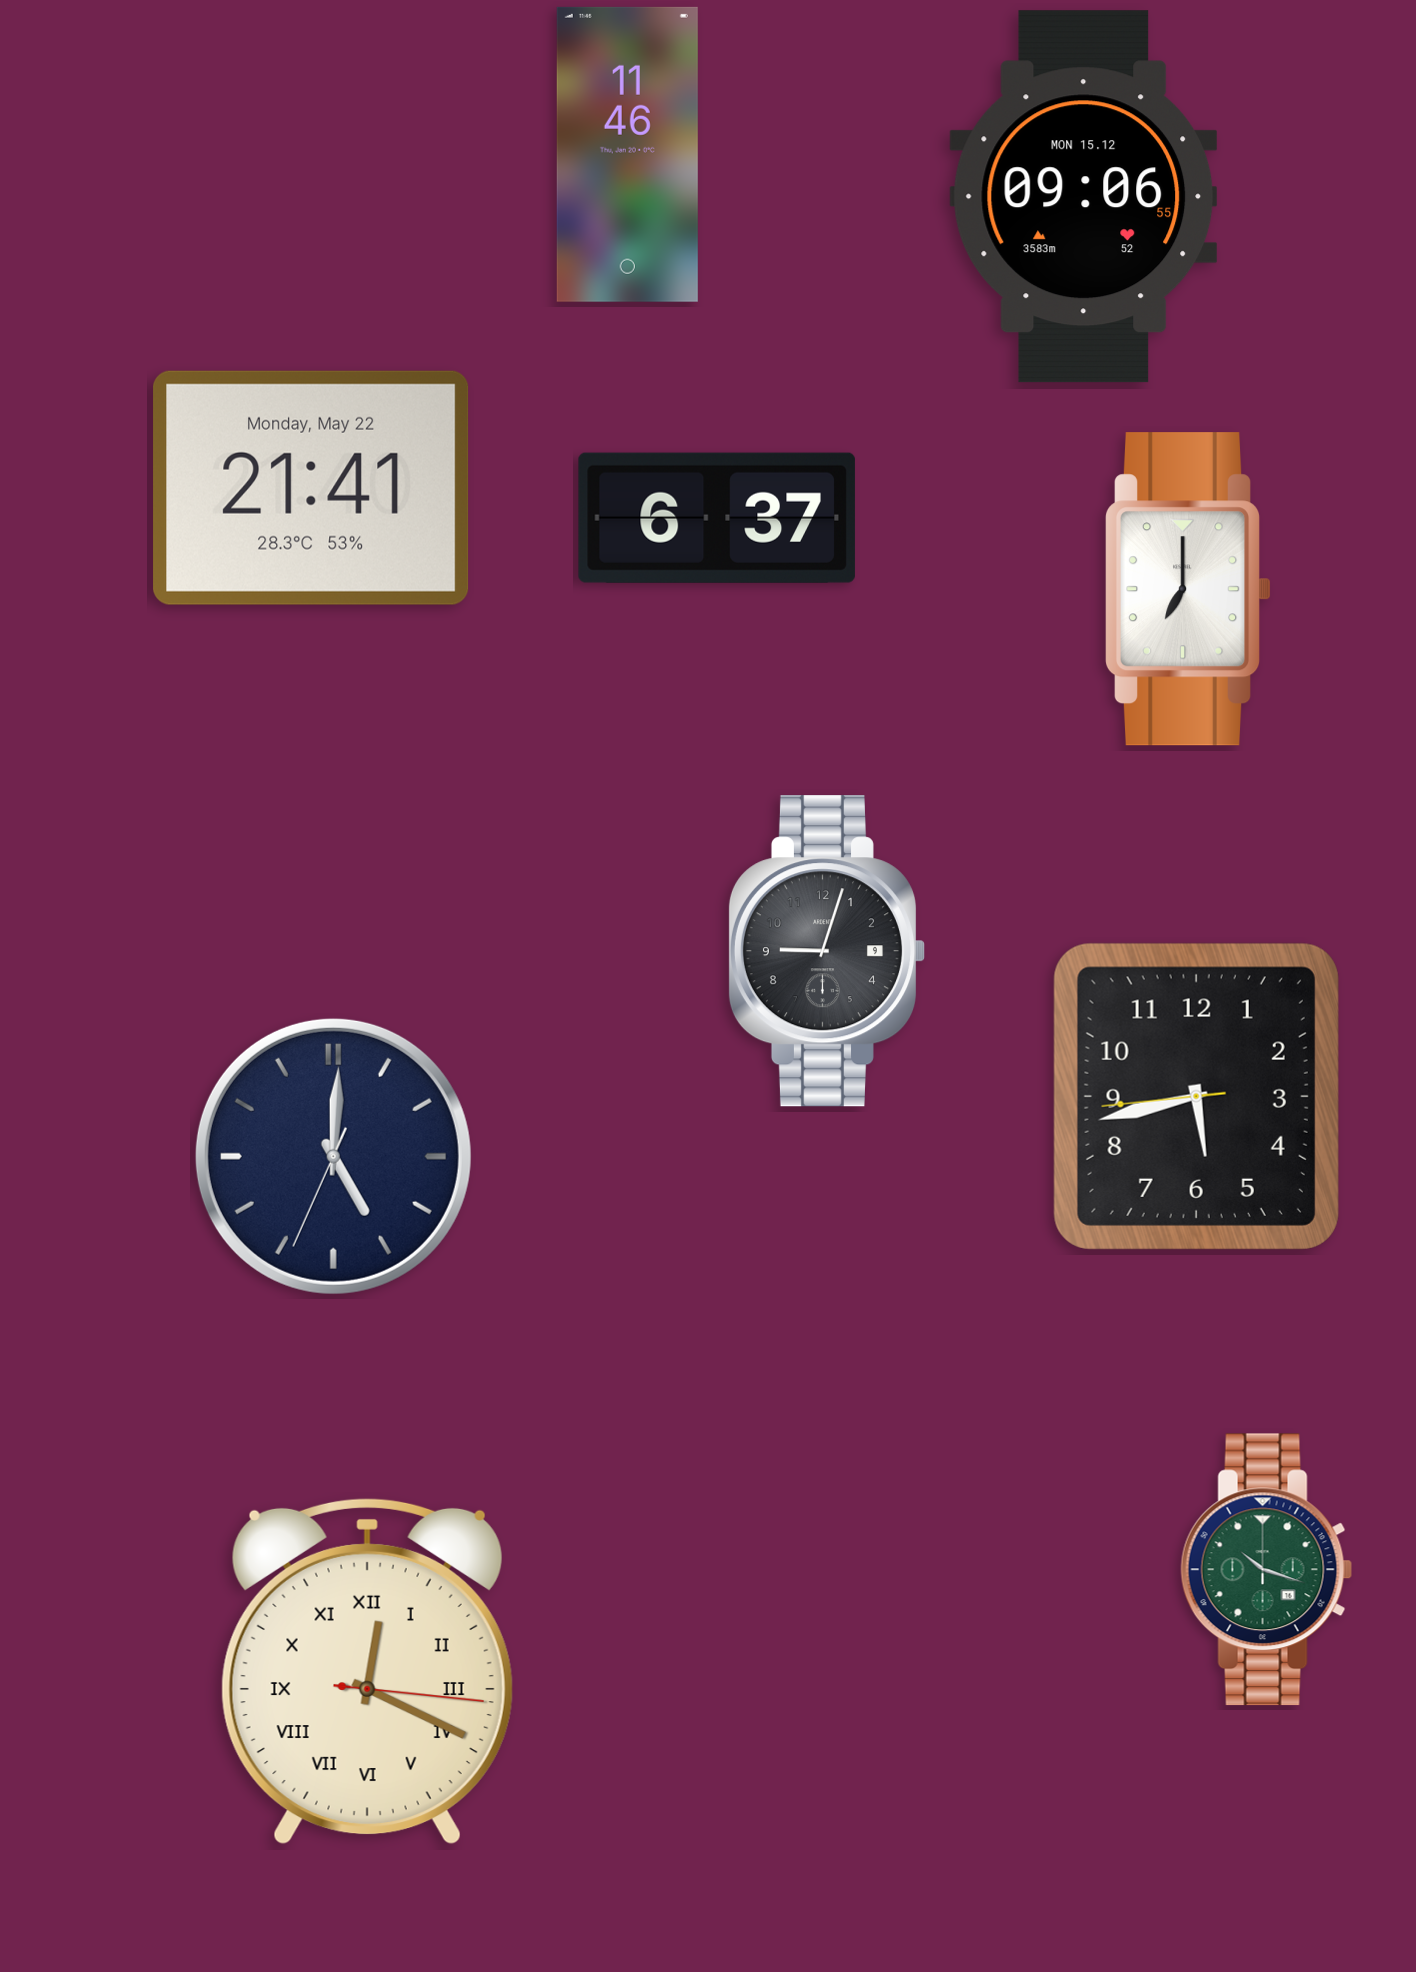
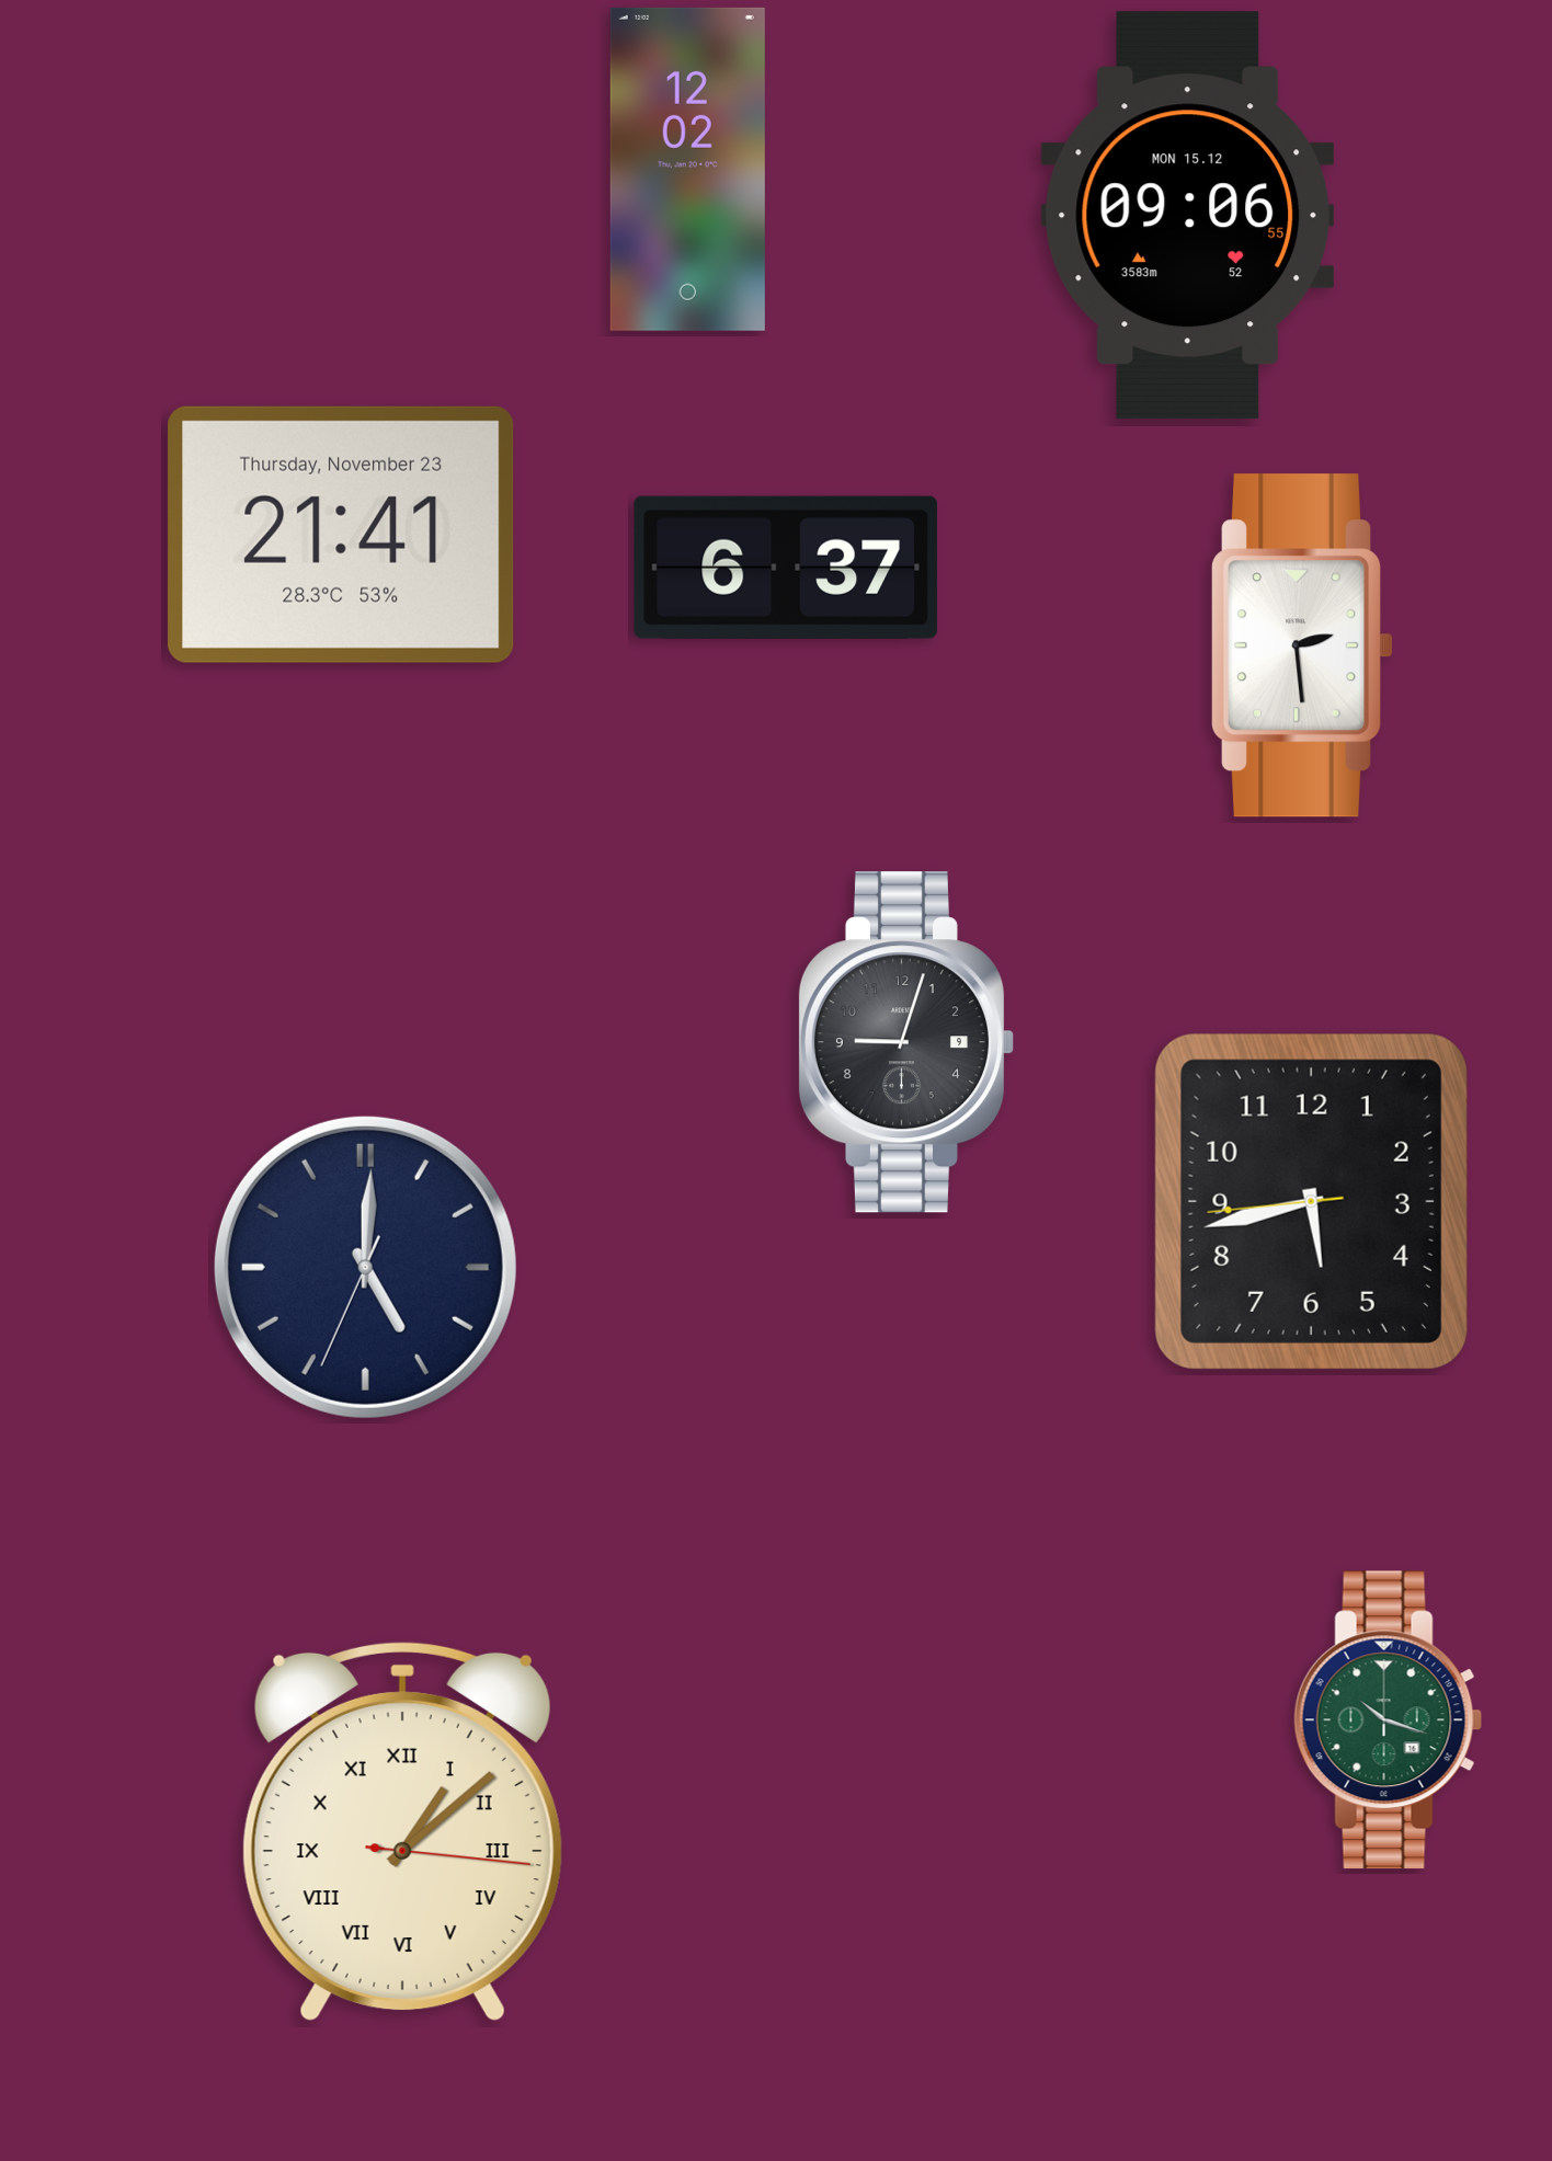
clock at (627, 154): 11:46 -> 12:02
clock at (311, 488) date: Monday, May 22 -> Thursday, November 23
clock at (1188, 589): 7:00 -> 2:29
clock at (367, 1671): 12:19 -> 1:08
